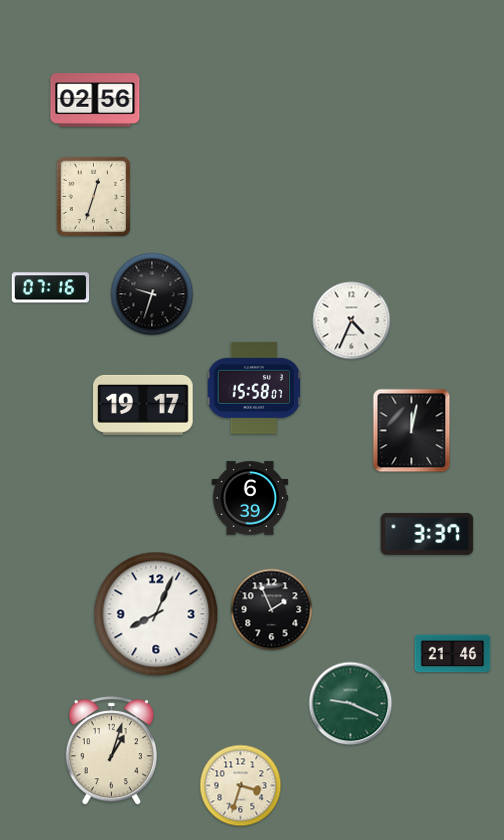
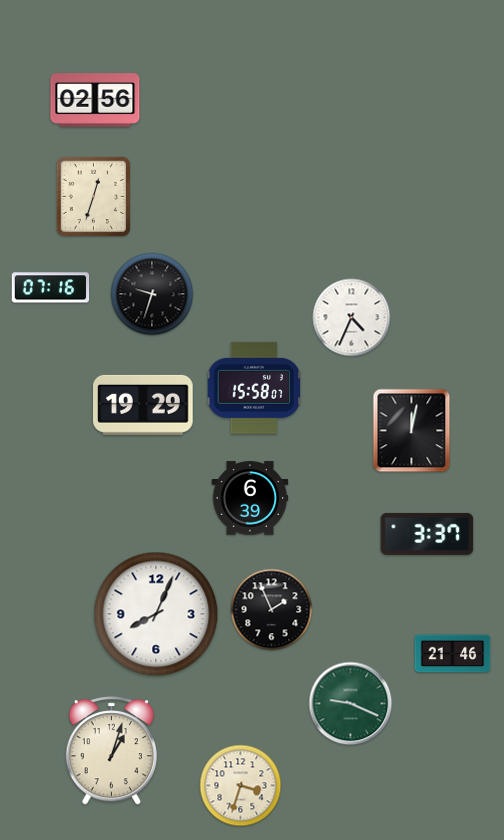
clock at (352, 321) position: (352, 321) -> (352, 318)
clock at (144, 405): 19:17 -> 19:29
